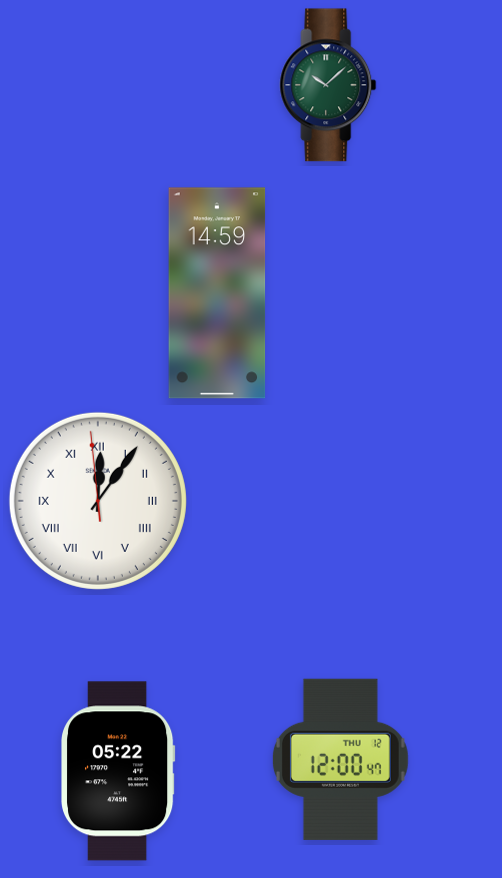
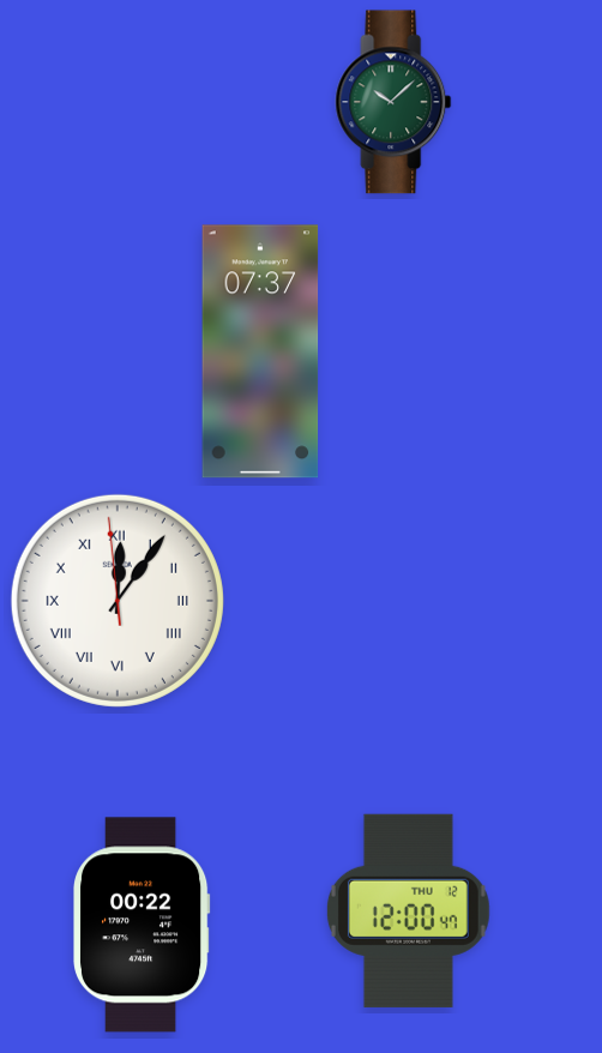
clock at (217, 293): 14:59 -> 07:37
clock at (119, 771): 05:22 -> 00:22
